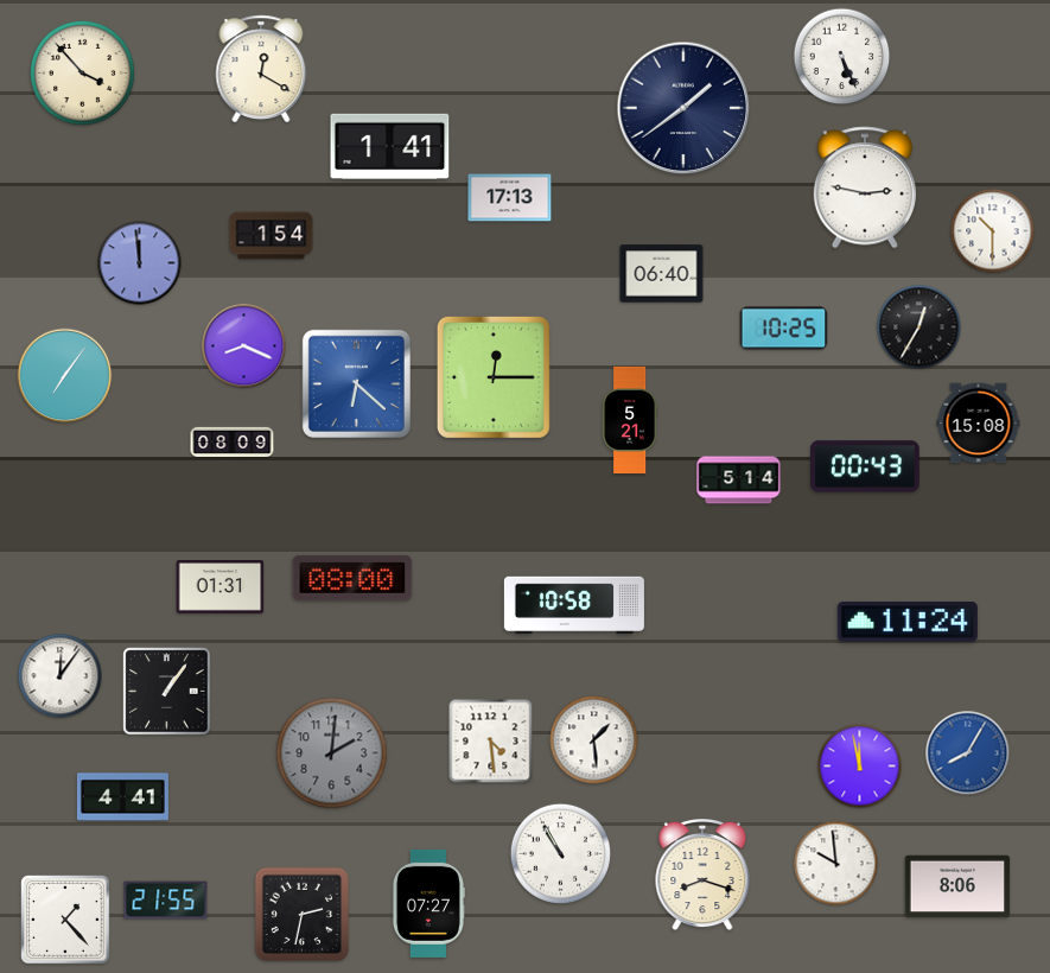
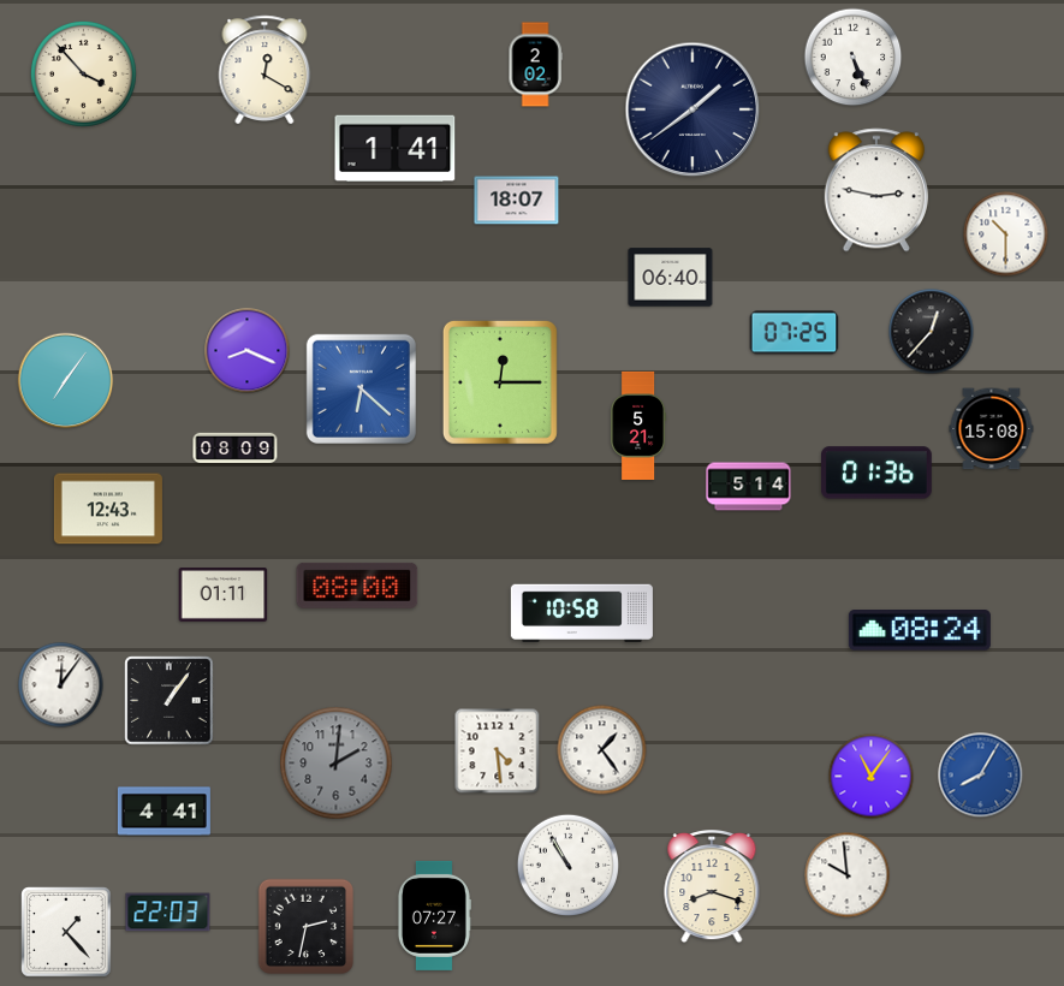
clock at (535, 65): none -> 2:02
clock at (510, 198): 17:13 -> 18:07
clock at (272, 236): 1:54 -> none
clock at (140, 263): 11:59 -> none
clock at (919, 327): 12:35 -> 12:37
clock at (784, 329): 10:25 -> 07:25
clock at (866, 466): 00:43 -> 01:36
clock at (108, 509): none -> 12:43
clock at (221, 587): 01:31 -> 01:11
clock at (908, 622): 11:24 -> 08:24
clock at (594, 740): 1:29 -> 1:24
clock at (968, 753) position: (968, 753) -> (981, 776)
clock at (860, 767): 11:58 -> 11:06
clock at (122, 797) position: (122, 797) -> (164, 812)
clock at (957, 886): 8:06 -> none
clock at (166, 901): 21:55 -> 22:03
